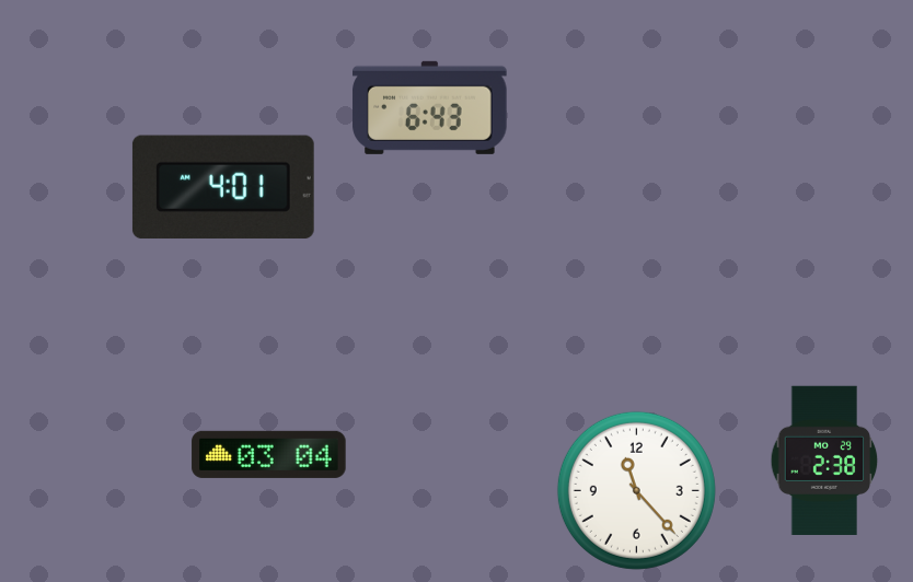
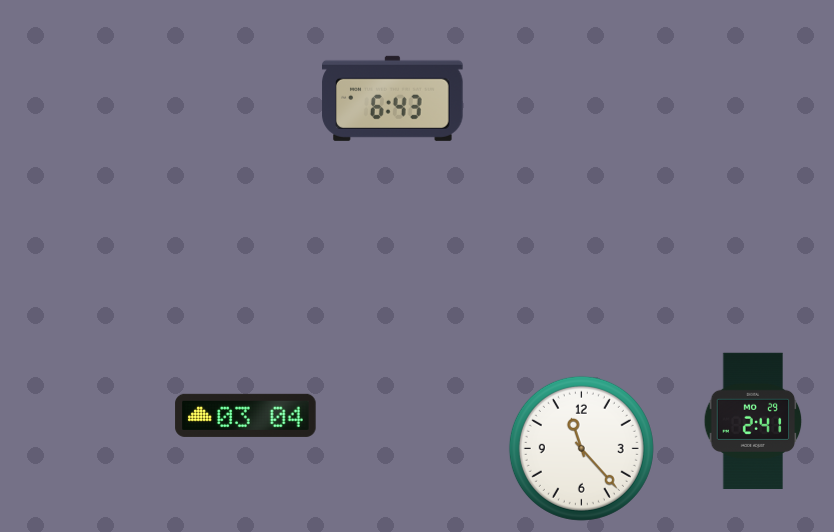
clock at (223, 187): 4:01 -> none
clock at (824, 459): 2:38 -> 2:41
